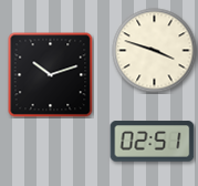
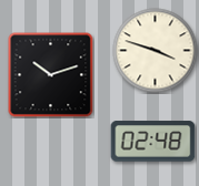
clock at (153, 142): 02:51 -> 02:48
